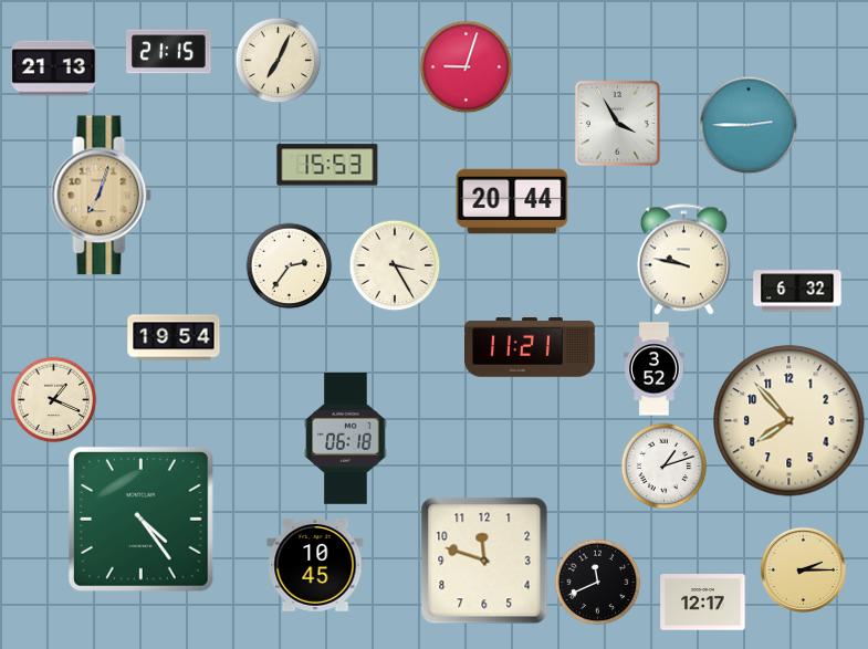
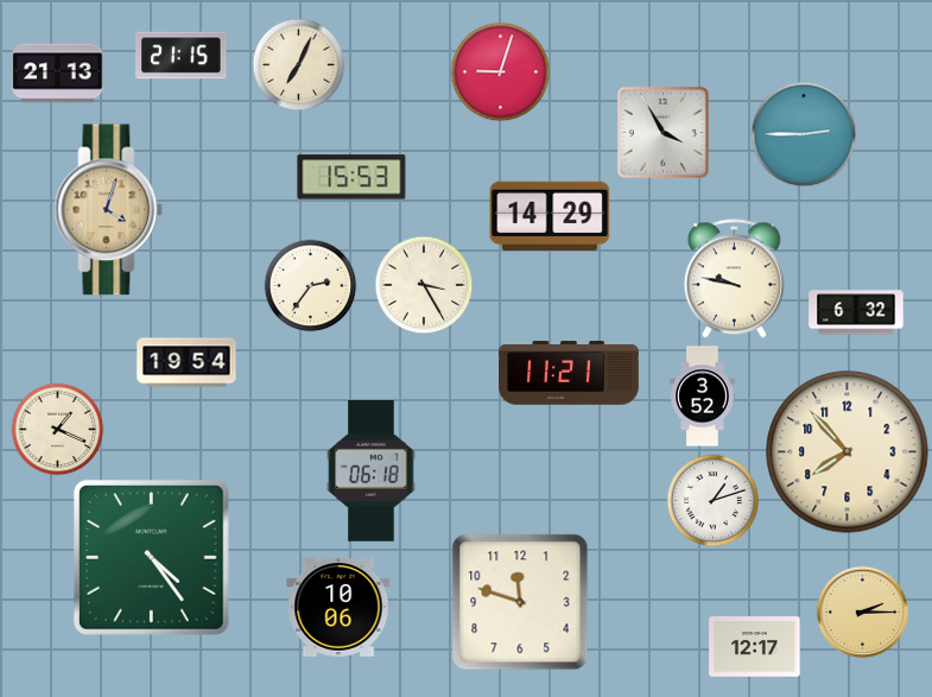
clock at (102, 196): 7:03 -> 4:03
clock at (512, 200): 20:44 -> 14:29
clock at (315, 565): 10:45 -> 10:06
clock at (597, 582): 11:41 -> none
